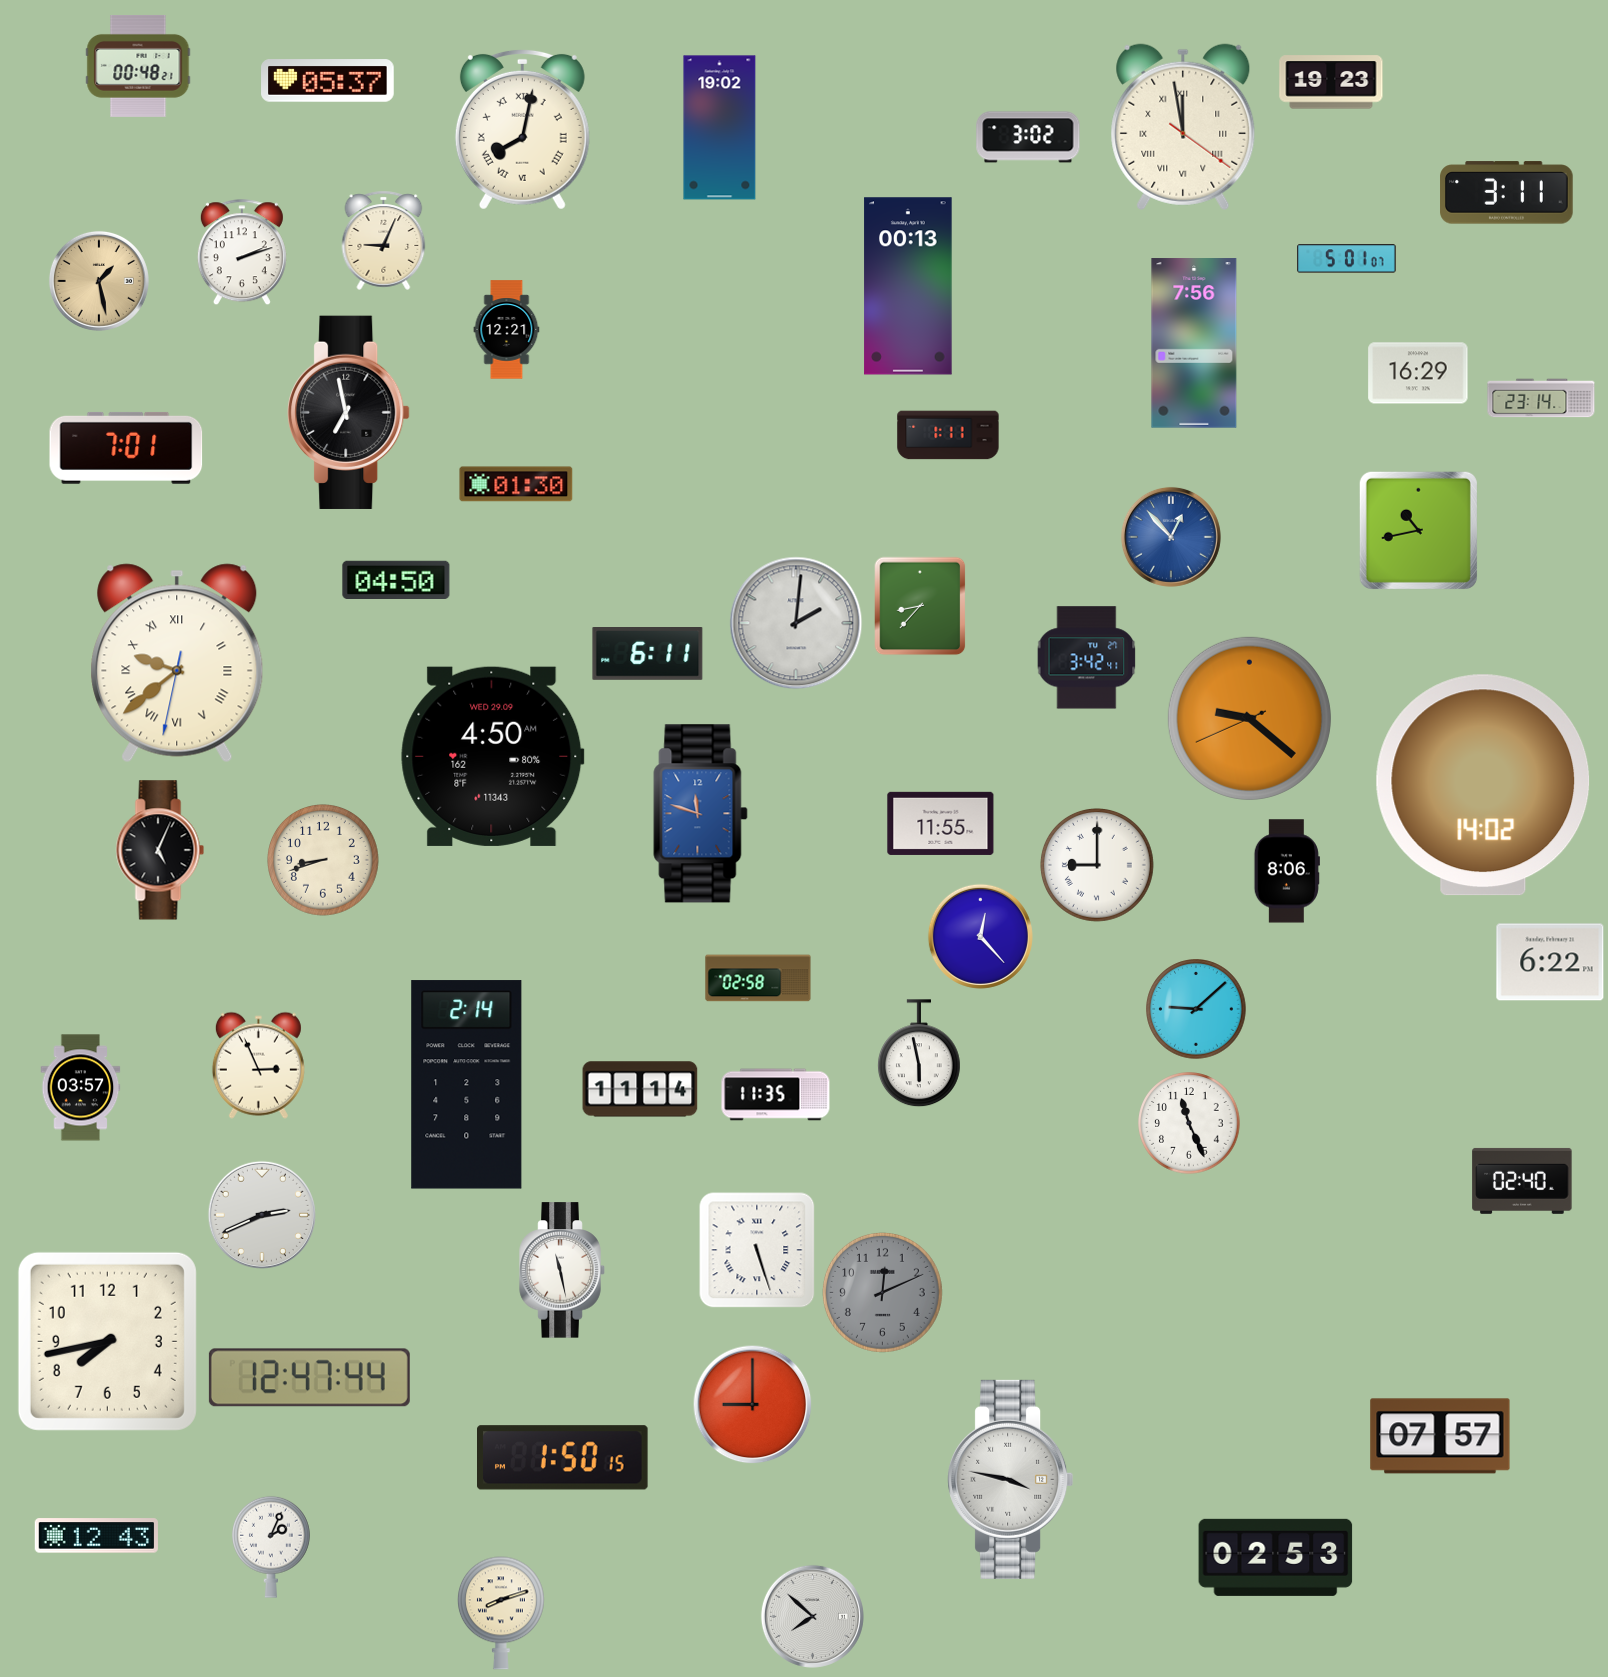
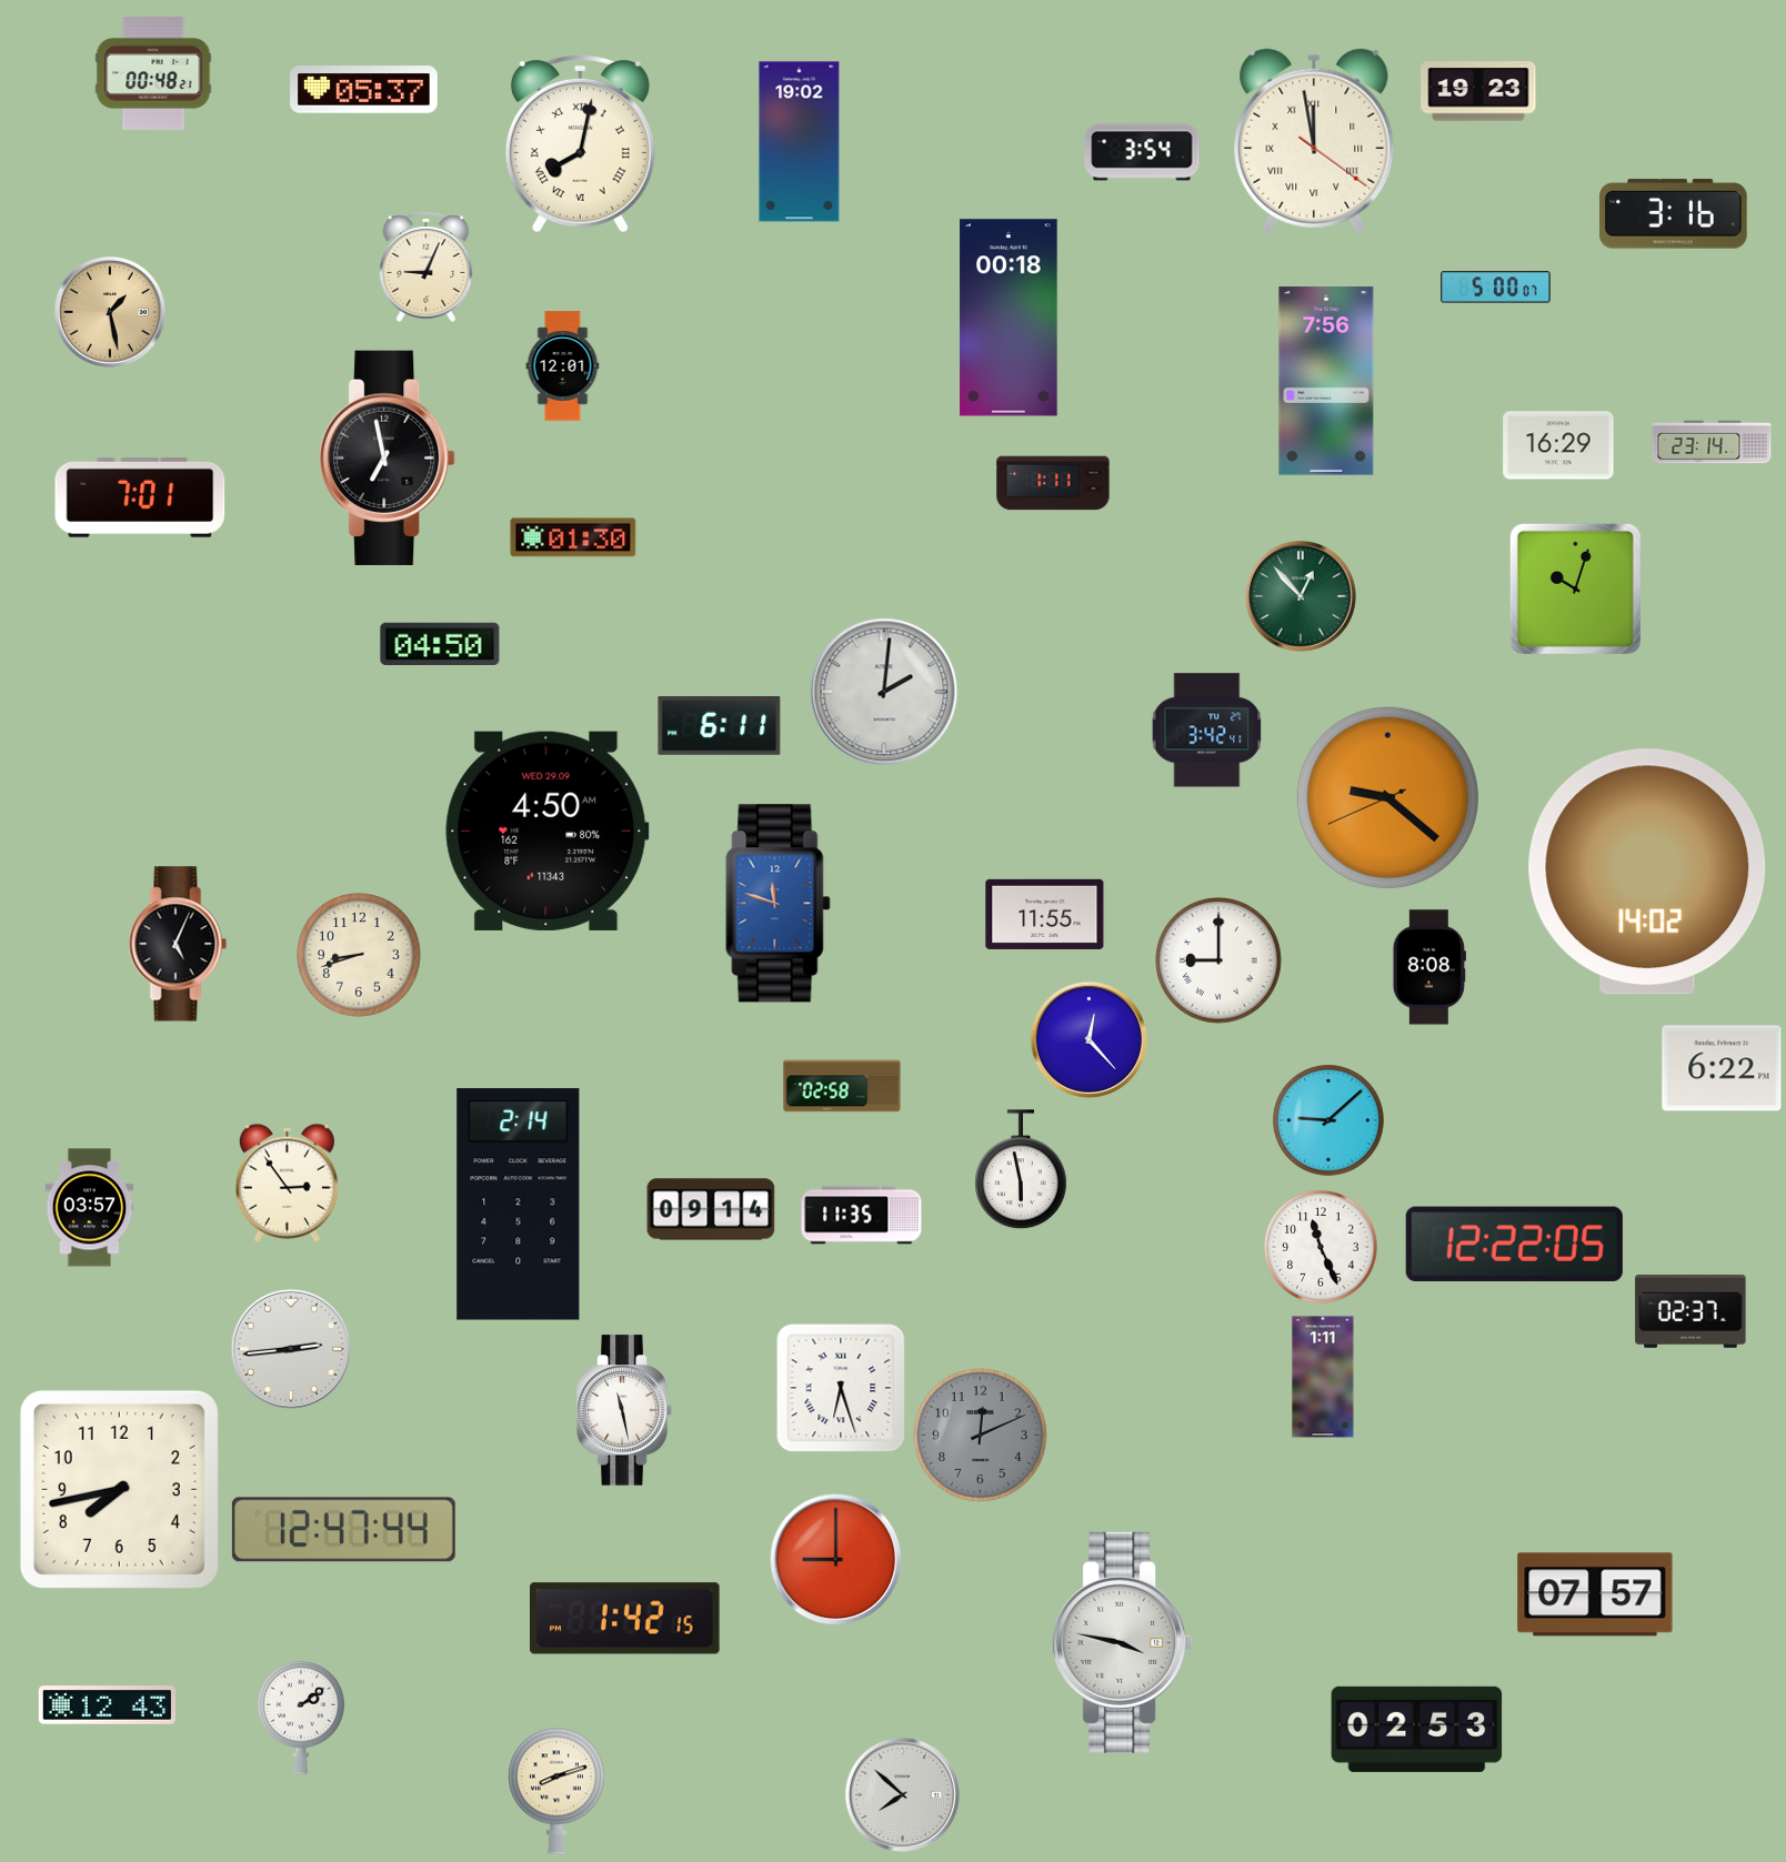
clock at (1028, 137): 3:02 -> 3:54
clock at (1507, 193): 3:11 -> 3:16
clock at (242, 253): 2:12 -> none
clock at (1347, 259): 5:01 -> 5:00
clock at (908, 286): 00:13 -> 00:18
clock at (507, 330): 12:21 -> 12:01
clock at (1418, 373) position: (1418, 373) -> (1558, 445)
clock at (1418, 530): 10:43 -> 10:03
clock at (1171, 537) dial: blue -> green
clock at (920, 606): 8:37 -> none
clock at (177, 663): 9:38 -> none
clock at (493, 756) position: (493, 756) -> (548, 831)
clock at (1287, 871): 8:06 -> 8:08
clock at (258, 1065): 2:56 -> 2:54
clock at (640, 1089): 11:14 -> 09:14
clock at (1514, 1244): none -> 12:22
clock at (1522, 1181): 02:40 -> 02:37
clock at (262, 1215): 2:41 -> 2:44
clock at (1323, 1377): none -> 1:11
clock at (757, 1250): 5:27 -> 6:27
clock at (1440, 1436) position: (1440, 1436) -> (1595, 1594)
clock at (563, 1458): 1:50 -> 1:42
clock at (272, 1547): 2:04 -> 2:09
